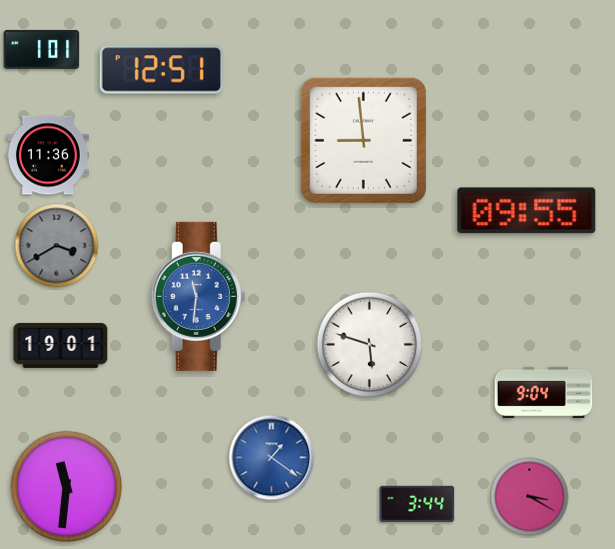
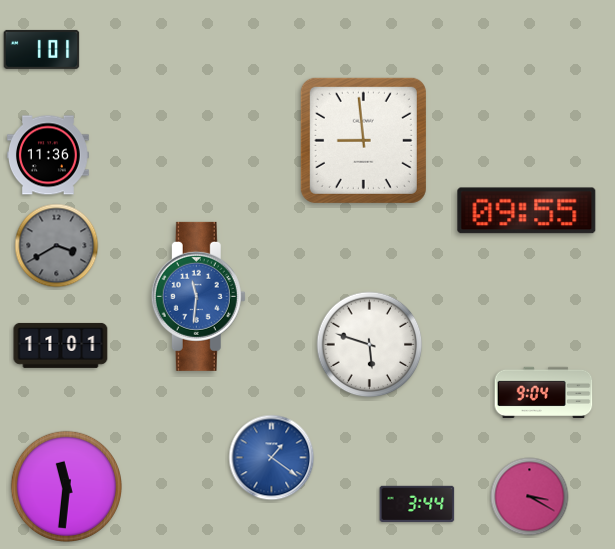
clock at (161, 70): 12:51 -> none
clock at (61, 345): 19:01 -> 11:01
